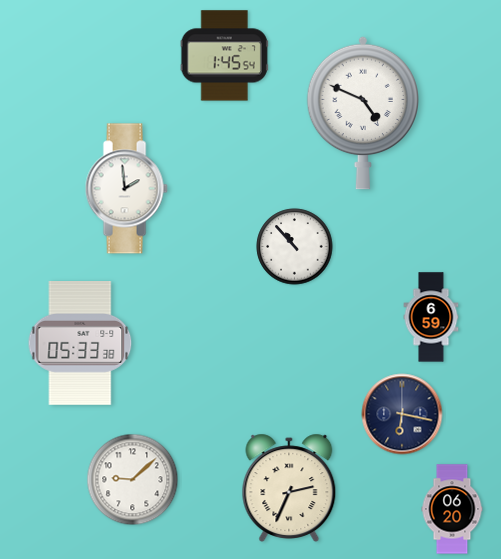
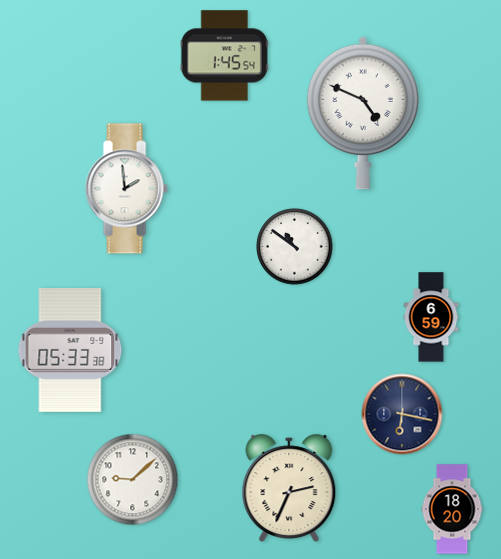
clock at (295, 247): 10:53 -> 10:51
clock at (80, 344) position: (80, 344) -> (70, 351)
clock at (452, 509): 06:20 -> 18:20
